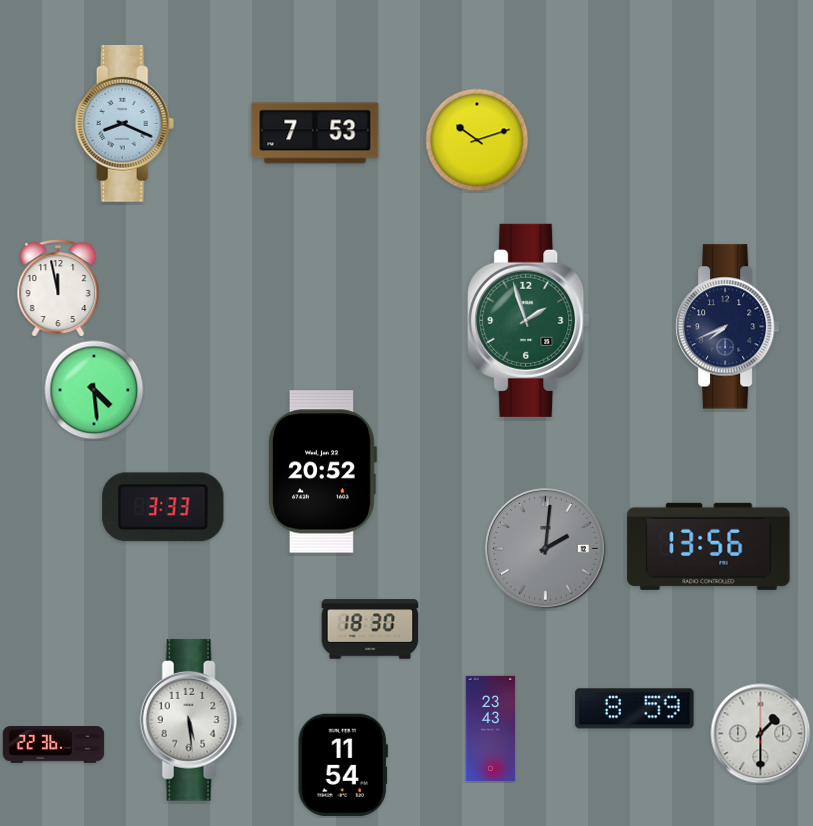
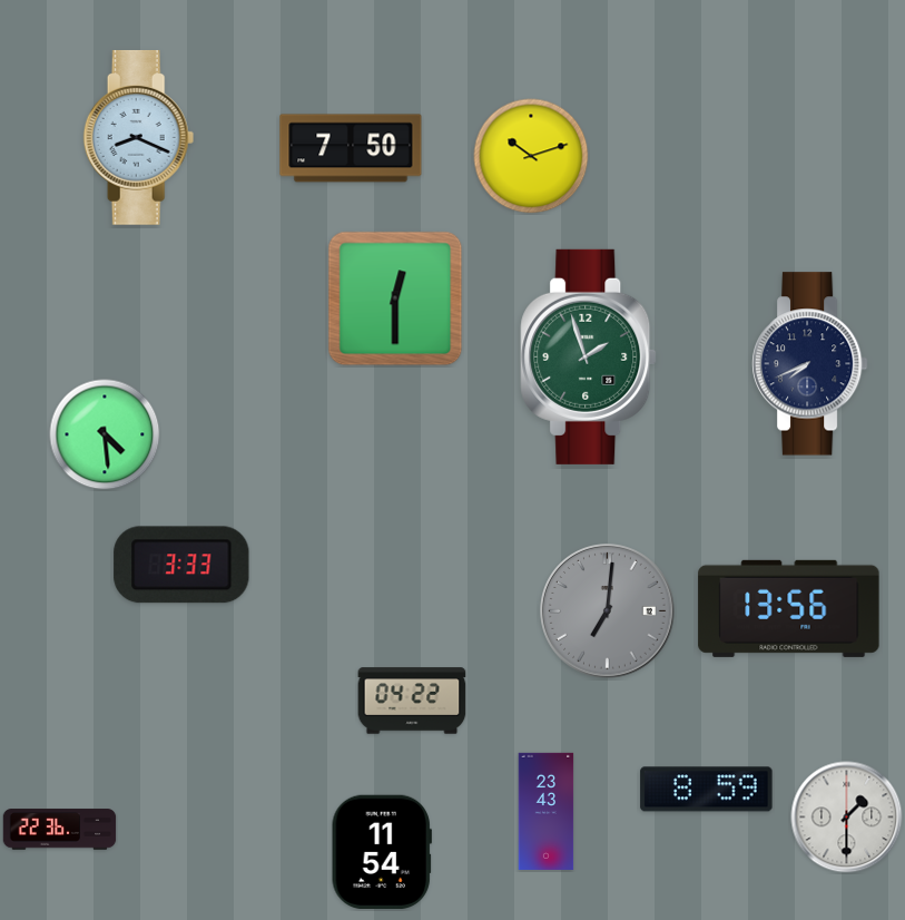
clock at (315, 133): 7:53 -> 7:50
clock at (395, 298): none -> 12:30
clock at (58, 289): 11:58 -> none
clock at (322, 472): 20:52 -> none
clock at (546, 549): 2:01 -> 7:01
clock at (370, 629): 18:30 -> 04:22
clock at (191, 720): 5:29 -> none
